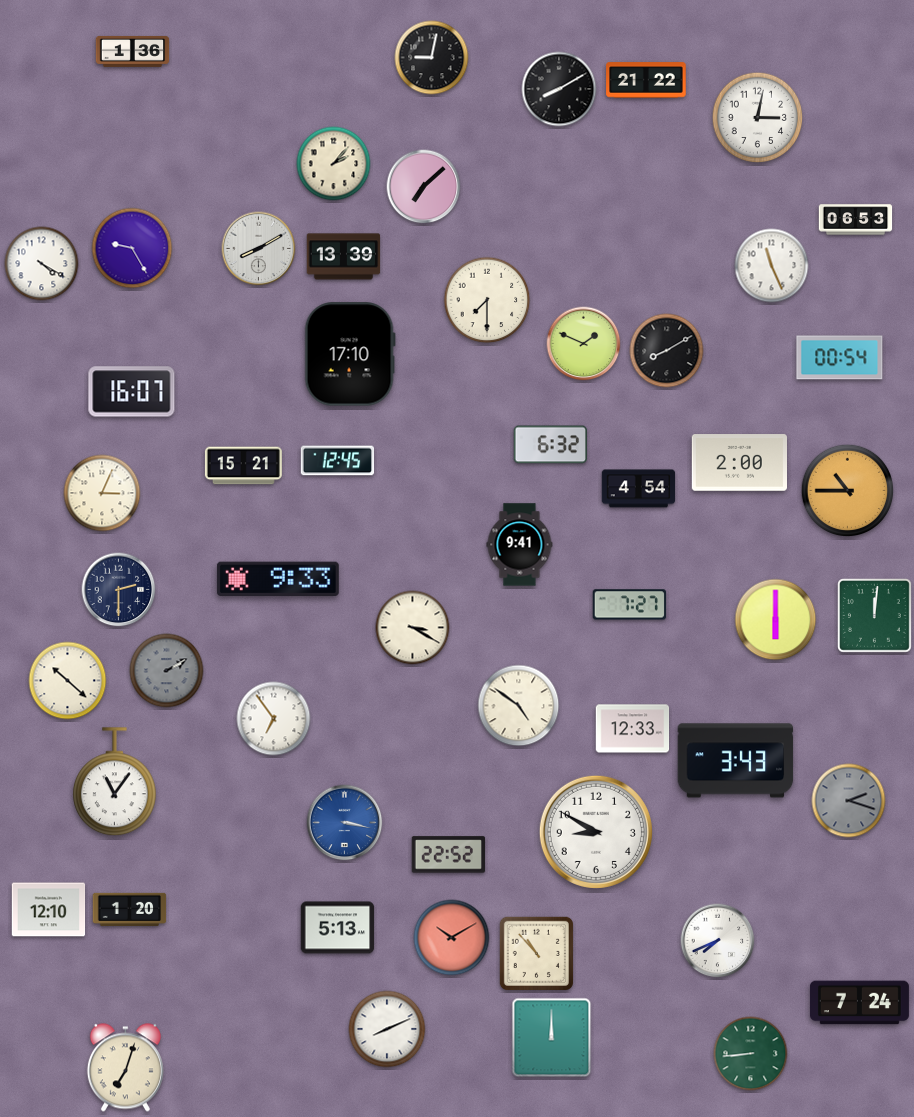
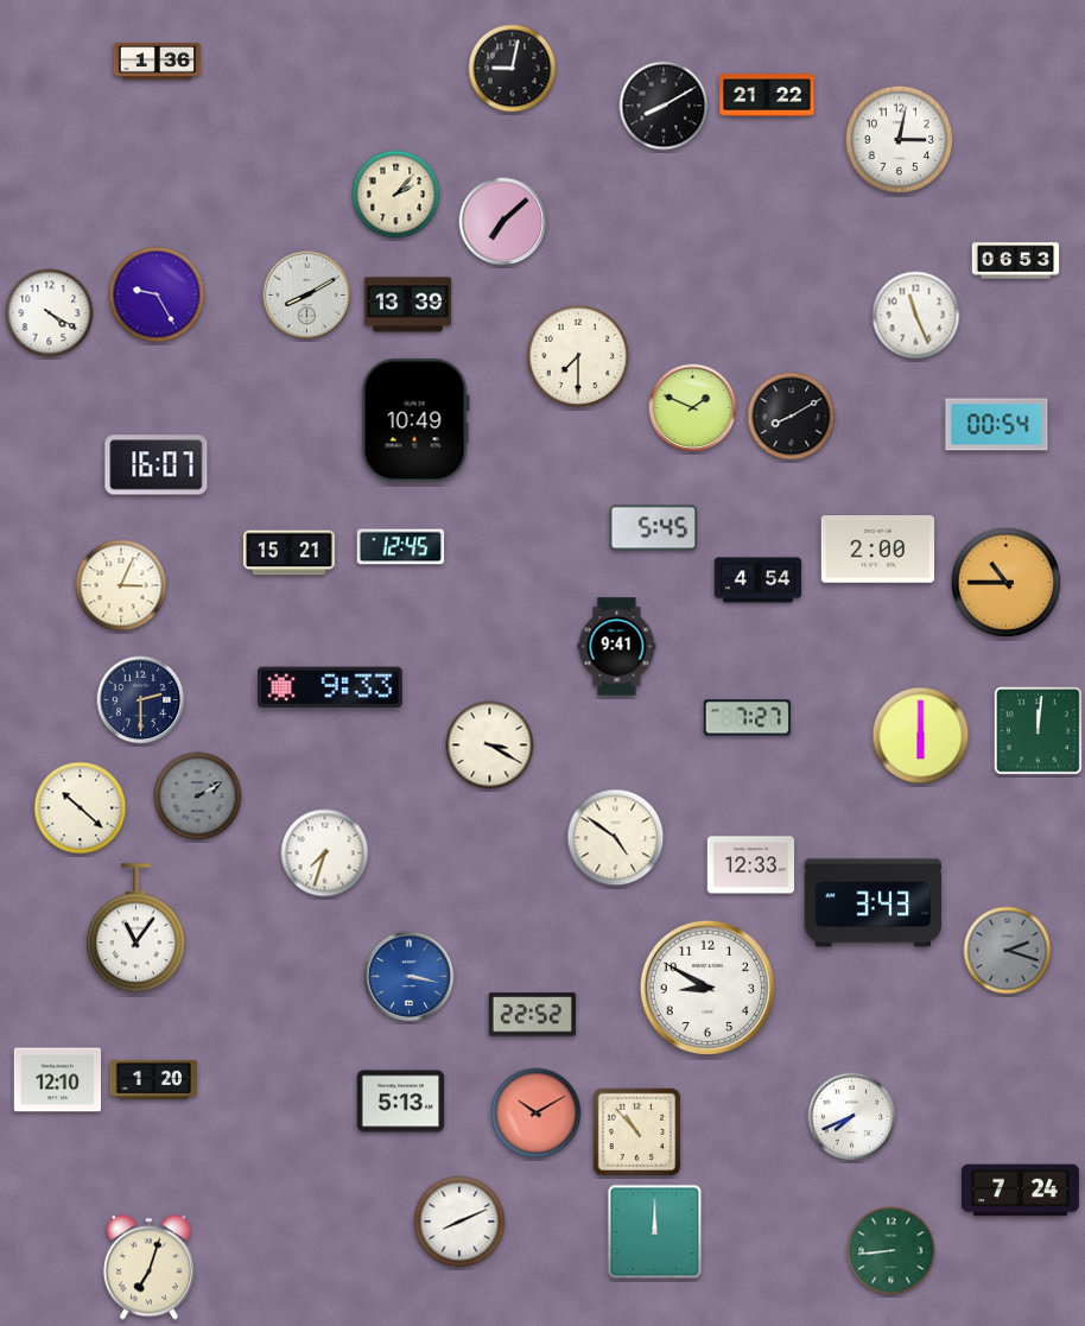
clock at (350, 354): 17:10 -> 10:49
clock at (551, 445): 6:32 -> 5:45
clock at (274, 719): 6:54 -> 7:33
